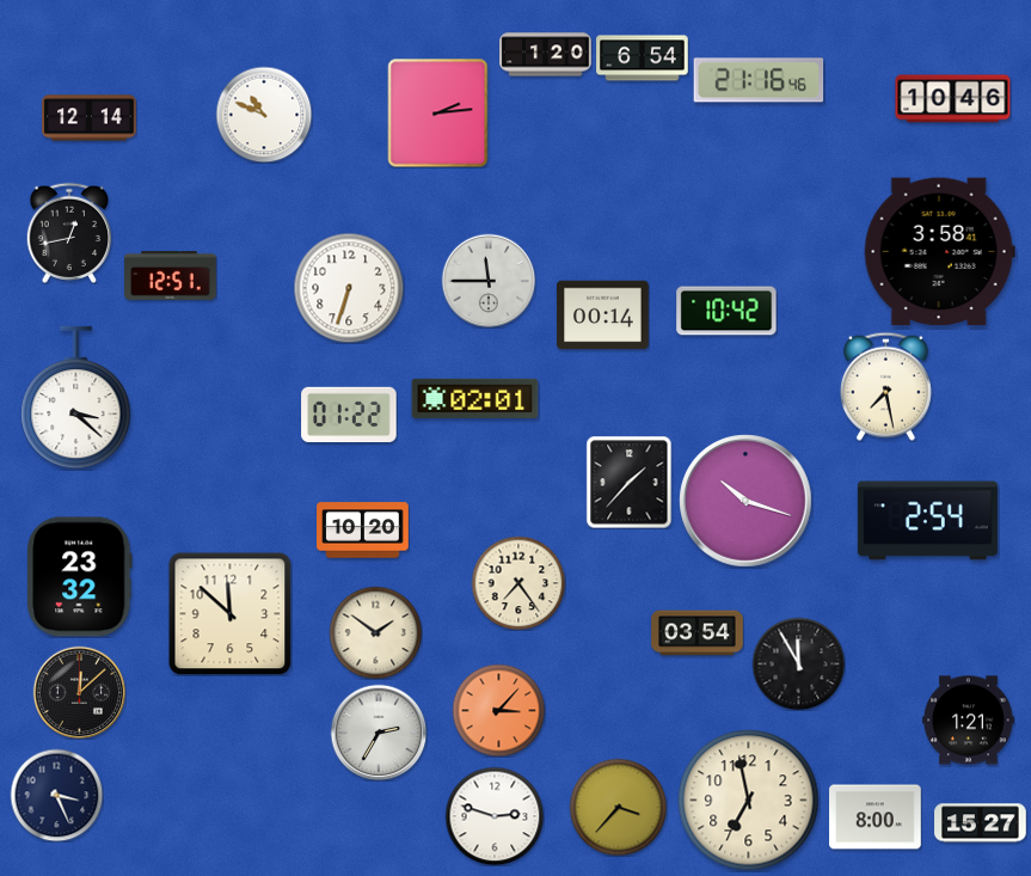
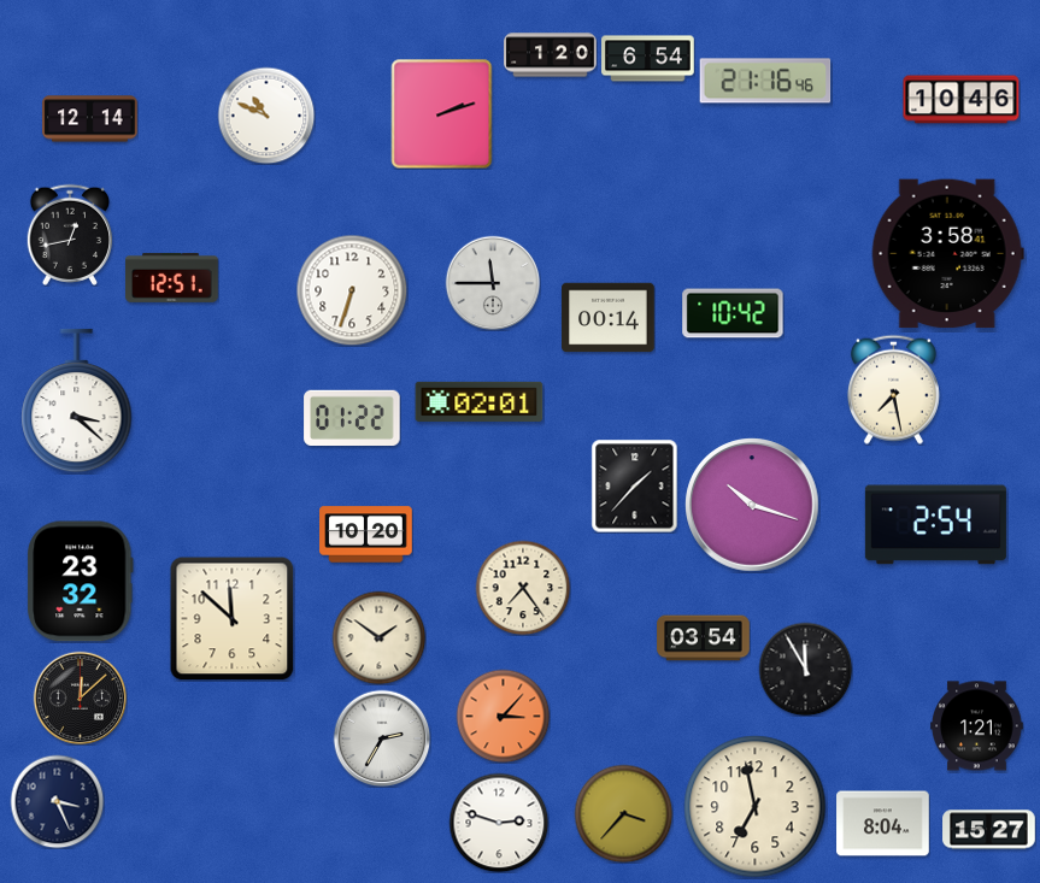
clock at (438, 114): 2:14 -> 2:12
clock at (876, 817): 8:00 -> 8:04
